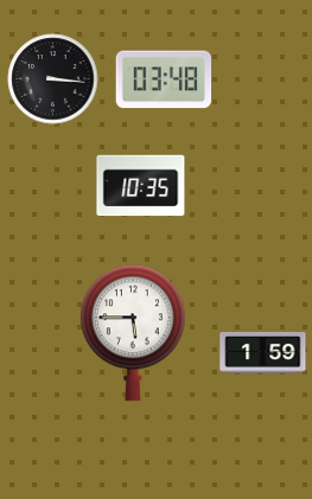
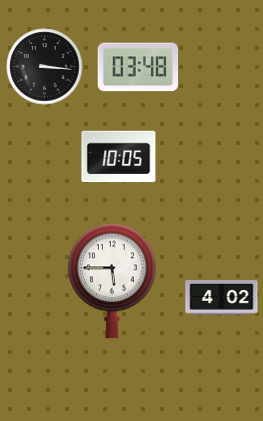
clock at (141, 186): 10:35 -> 10:05
clock at (263, 353): 1:59 -> 4:02
